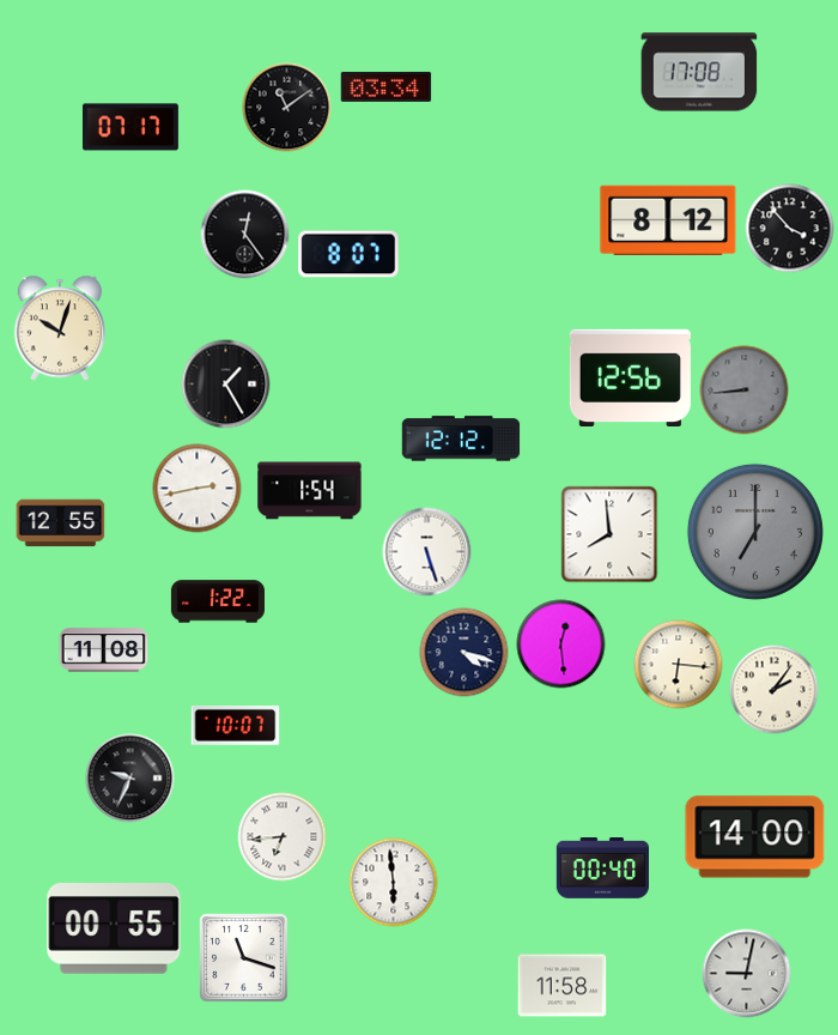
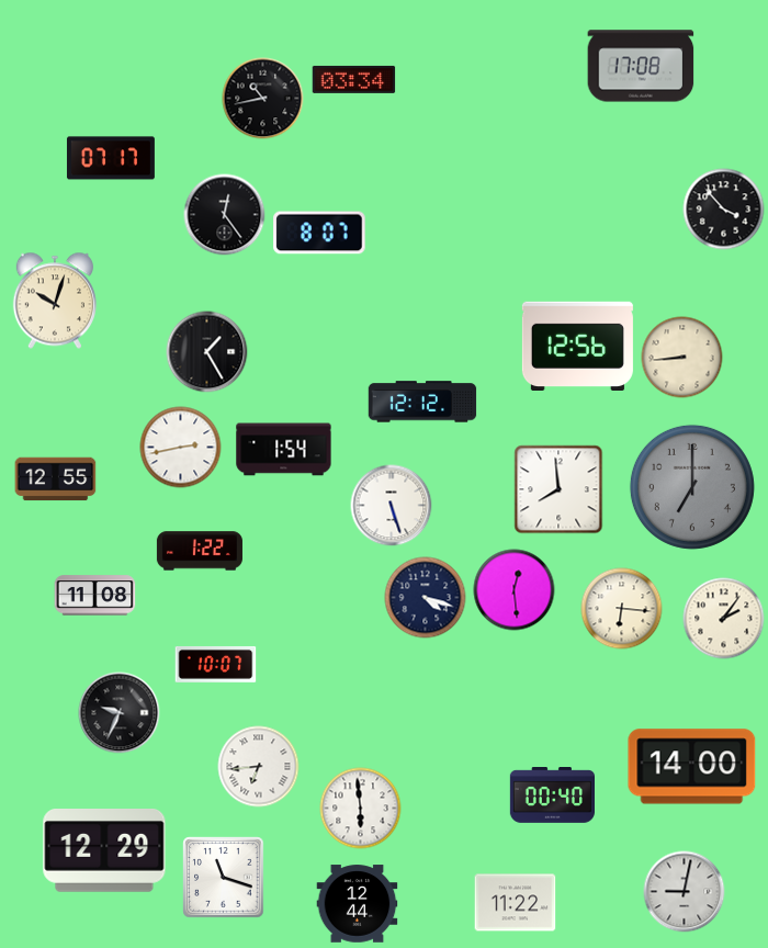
clock at (287, 108): 11:09 -> 10:43
clock at (130, 127) position: (130, 127) -> (111, 158)
clock at (668, 219): 8:12 -> none
clock at (745, 391) dial: grey -> cream
clock at (775, 690) position: (775, 690) -> (724, 619)
clock at (114, 930): 00:55 -> 12:29
clock at (563, 986): 11:58 -> 11:22
clock at (358, 904): none -> 12:44
